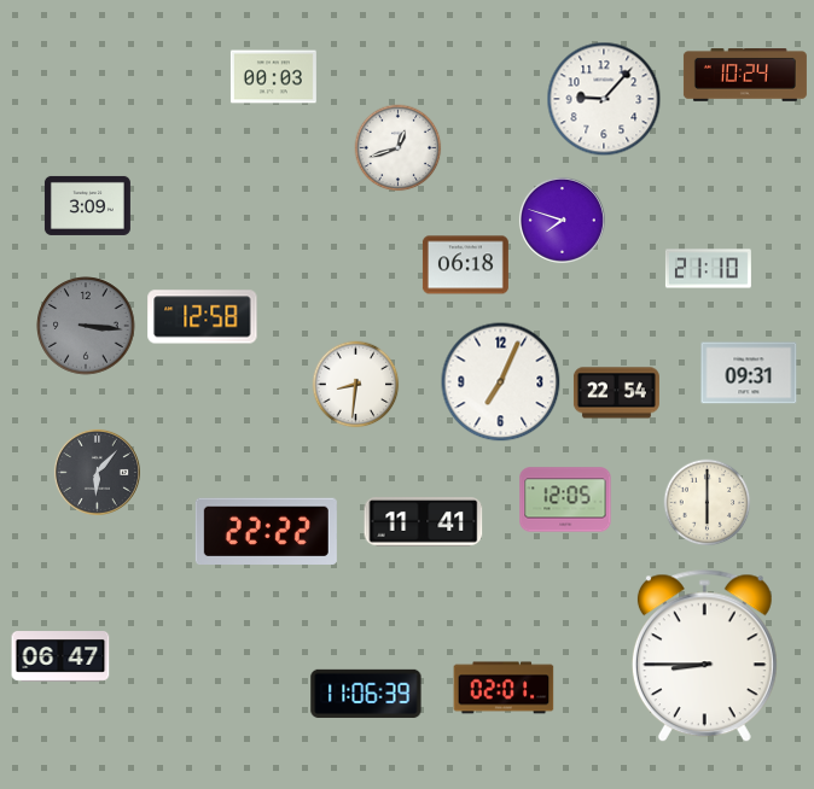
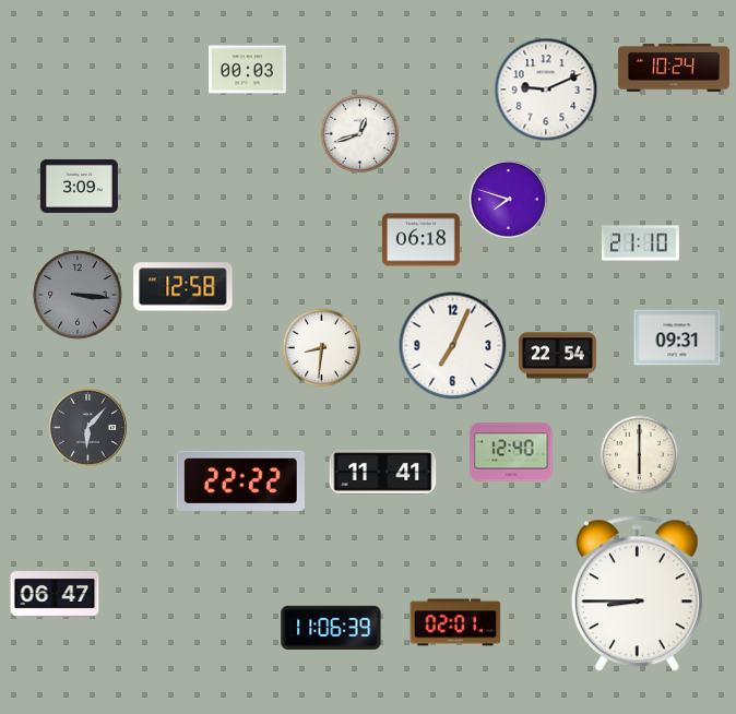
clock at (604, 99): 9:07 -> 9:11
clock at (565, 499): 12:05 -> 12:40
